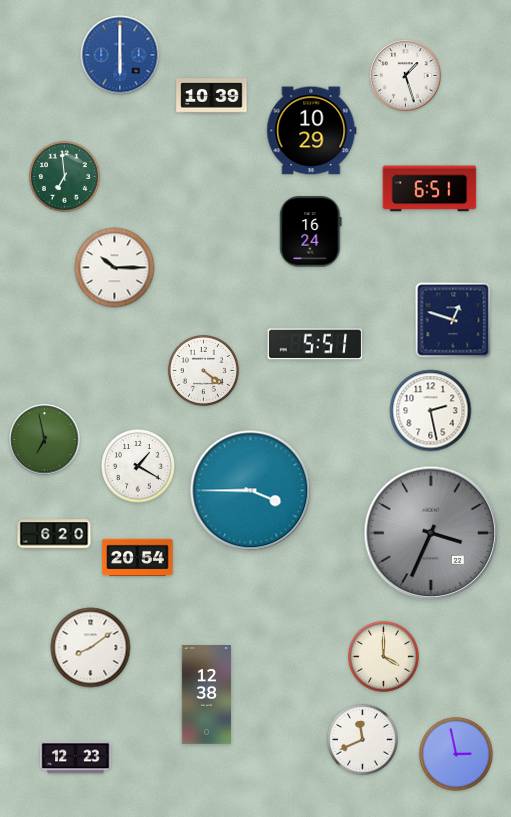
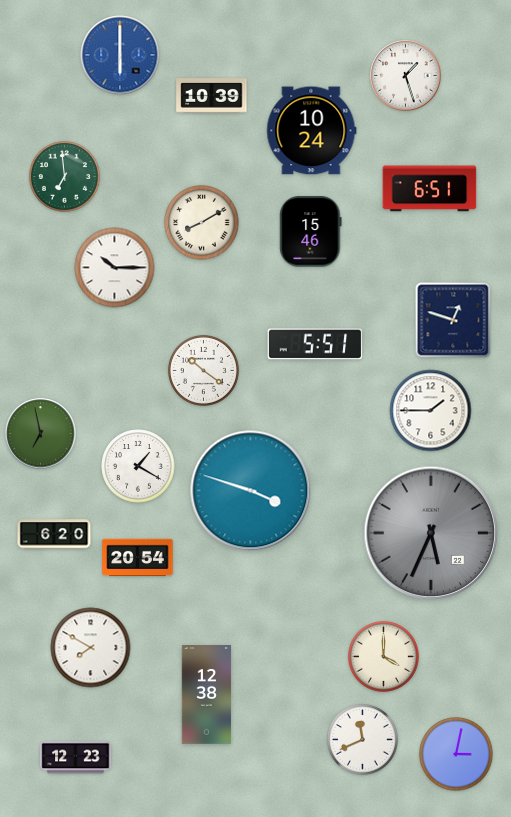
clock at (312, 131): 10:29 -> 10:24
clock at (202, 223): none -> 8:10
clock at (311, 232): 16:24 -> 15:46
clock at (203, 370): 4:21 -> 10:21
clock at (431, 411): 2:28 -> 1:45
clock at (45, 440) position: (45, 440) -> (41, 434)
clock at (251, 491): 3:45 -> 3:48
clock at (431, 533): 3:34 -> 5:34
clock at (91, 648): 8:09 -> 7:50
clock at (456, 754): 2:58 -> 3:02
